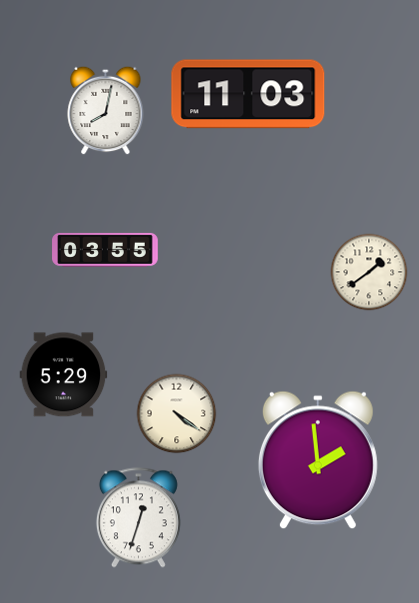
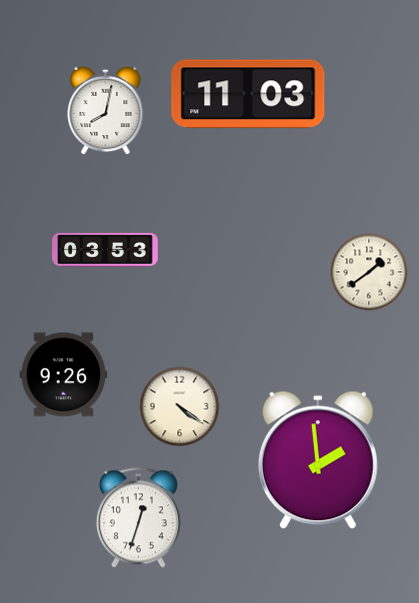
clock at (105, 250): 03:55 -> 03:53
clock at (64, 375): 5:29 -> 9:26
clock at (177, 414) position: (177, 414) -> (180, 407)
